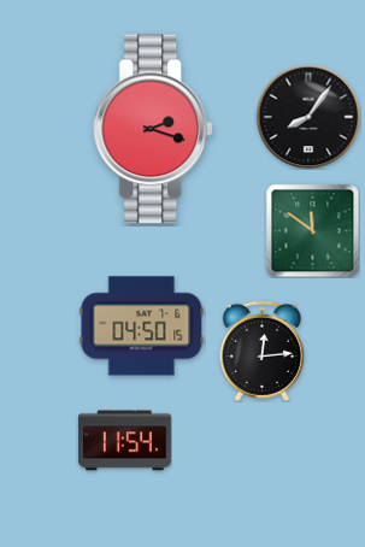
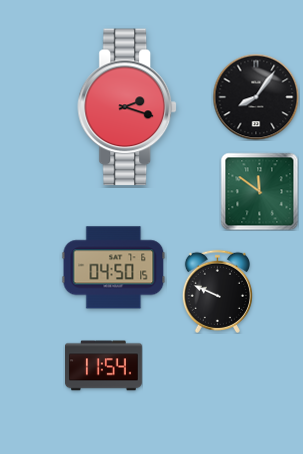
clock at (142, 327) position: (142, 327) -> (114, 268)
clock at (261, 351): 12:14 -> 9:49
